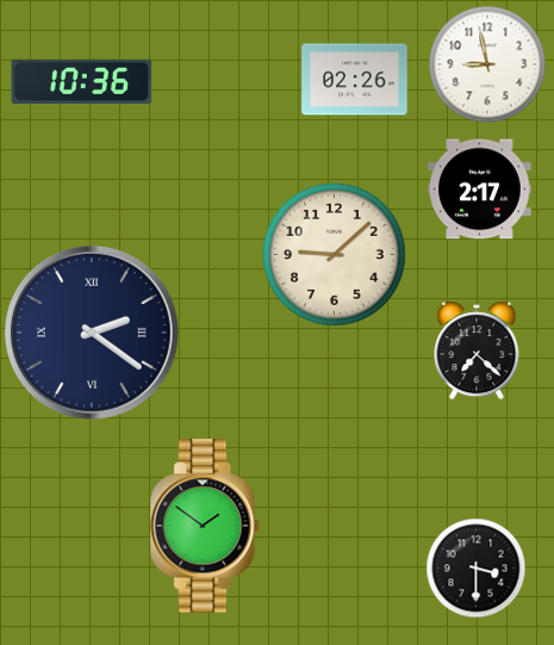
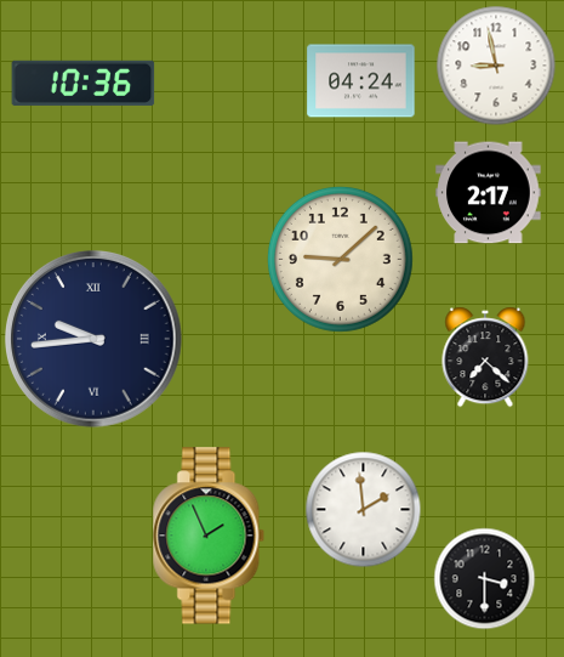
clock at (355, 80): 02:26 -> 04:24
clock at (93, 334): 2:21 -> 9:44
clock at (363, 509): none -> 1:59
clock at (205, 526): 1:51 -> 1:56
